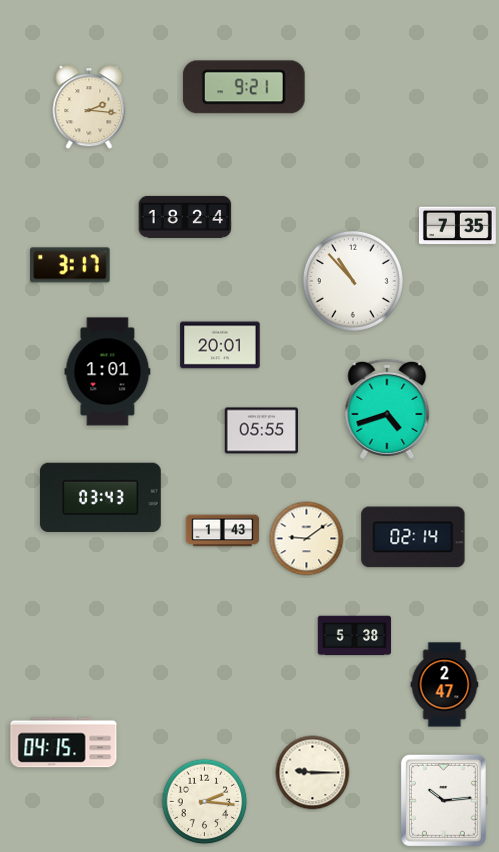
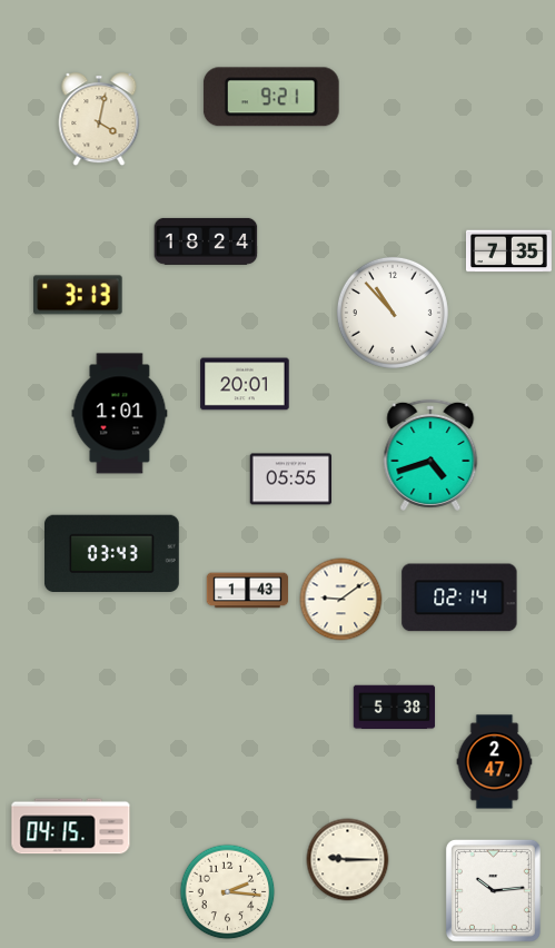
clock at (89, 108): 2:16 -> 4:02
clock at (70, 265): 3:17 -> 3:13
